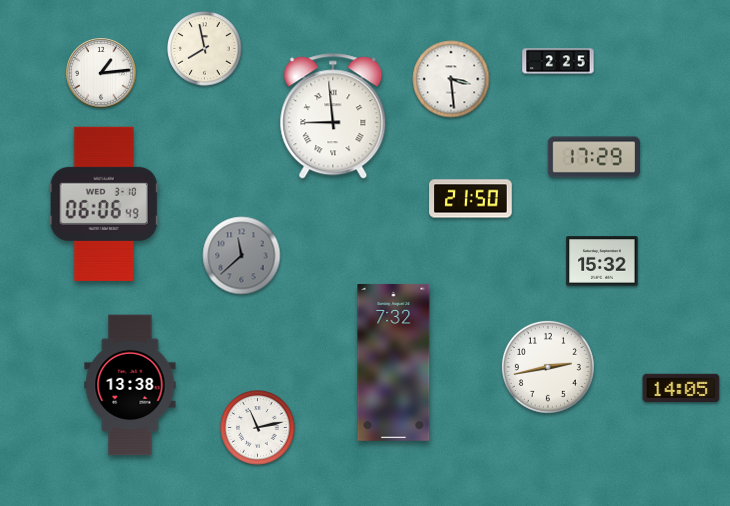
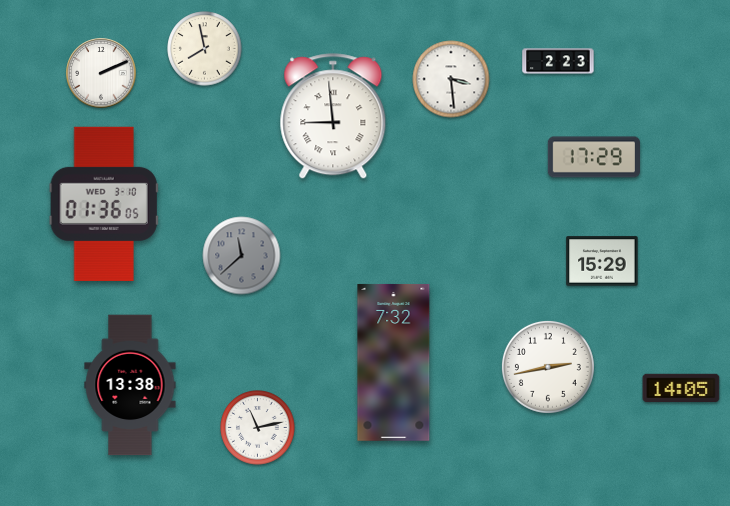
clock at (558, 61): 2:25 -> 2:23
clock at (101, 73): 1:14 -> 2:11
clock at (471, 199): 21:50 -> none
clock at (104, 204): 06:06 -> 01:36
clock at (602, 261): 15:32 -> 15:29
